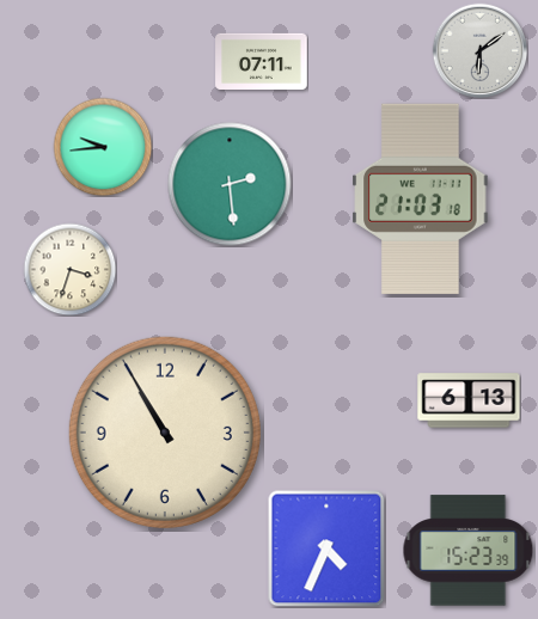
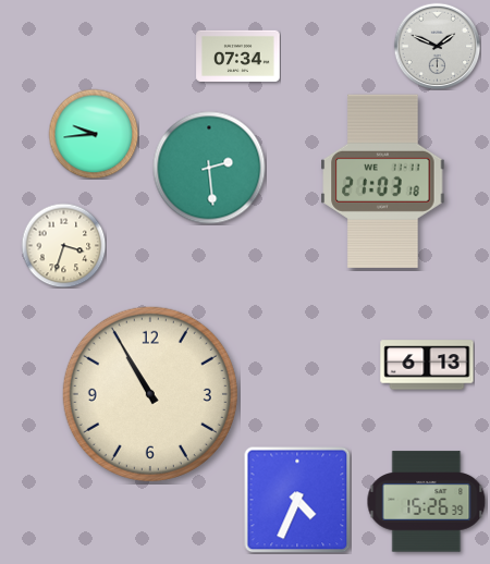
clock at (479, 50): 6:09 -> 1:49
clock at (262, 61): 07:11 -> 07:34
clock at (469, 551): 15:23 -> 15:26
